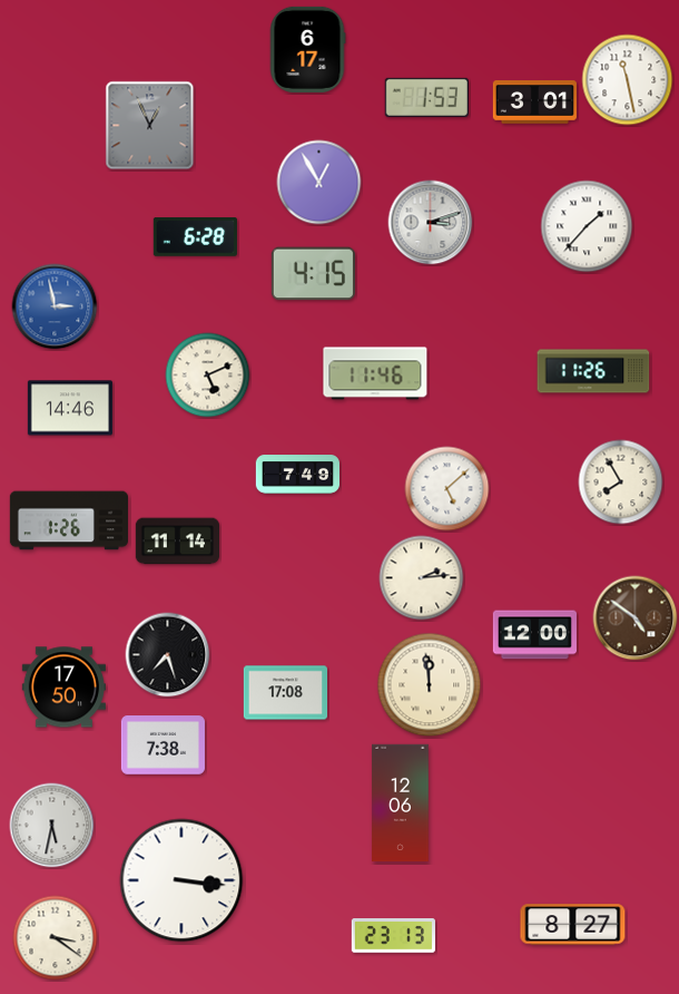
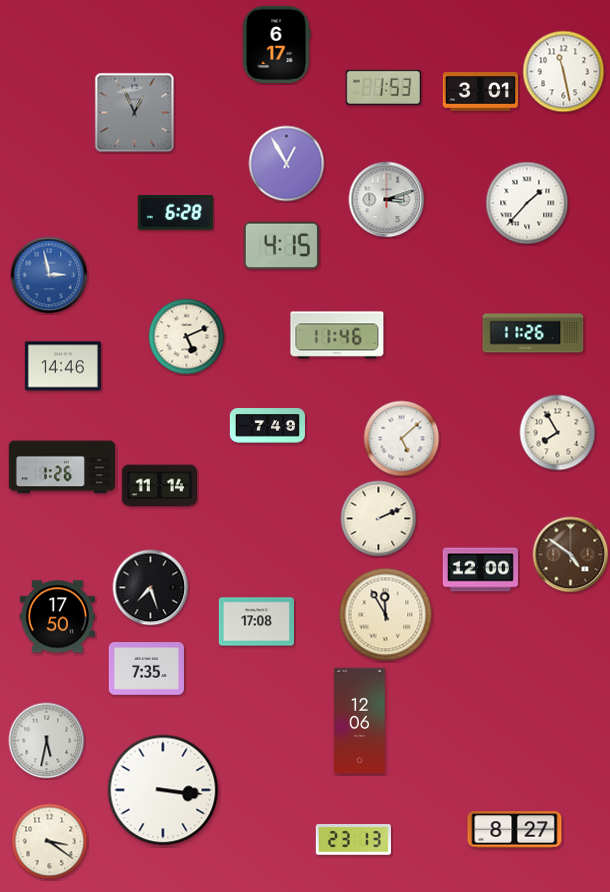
clock at (422, 578): 2:14 -> 2:11
clock at (430, 685): 11:59 -> 11:55
clock at (163, 745): 7:38 -> 7:35
